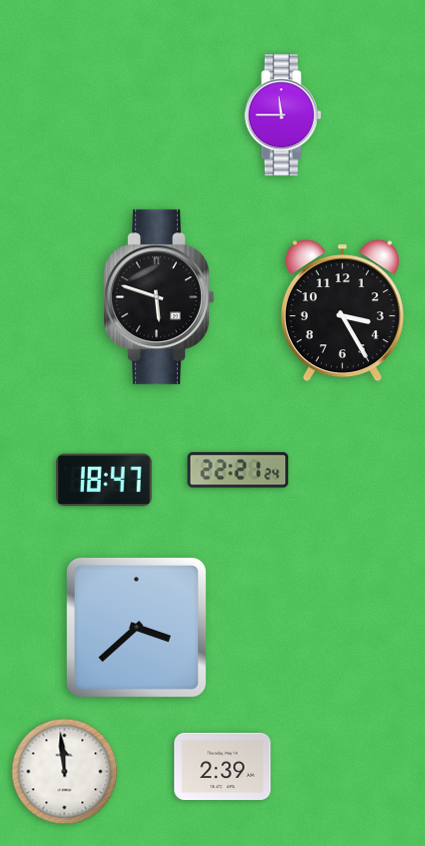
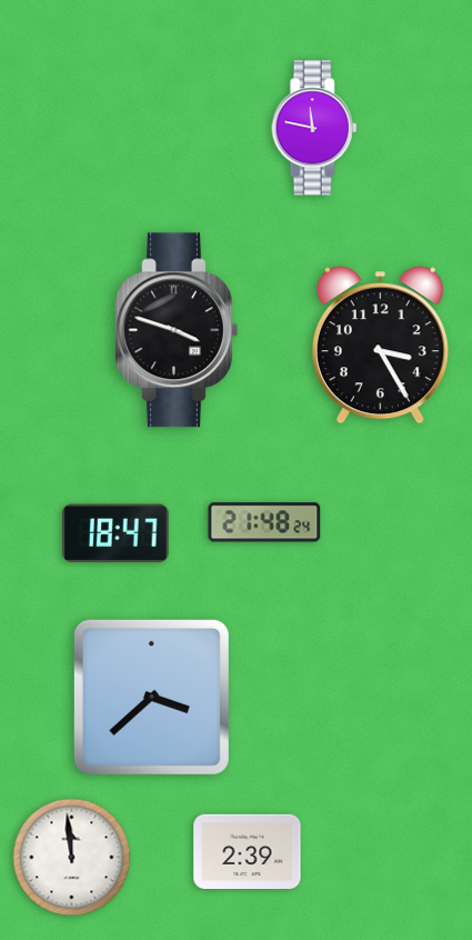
clock at (283, 115): 11:45 -> 11:47
clock at (159, 297): 5:48 -> 3:48
clock at (238, 470): 22:21 -> 21:48
